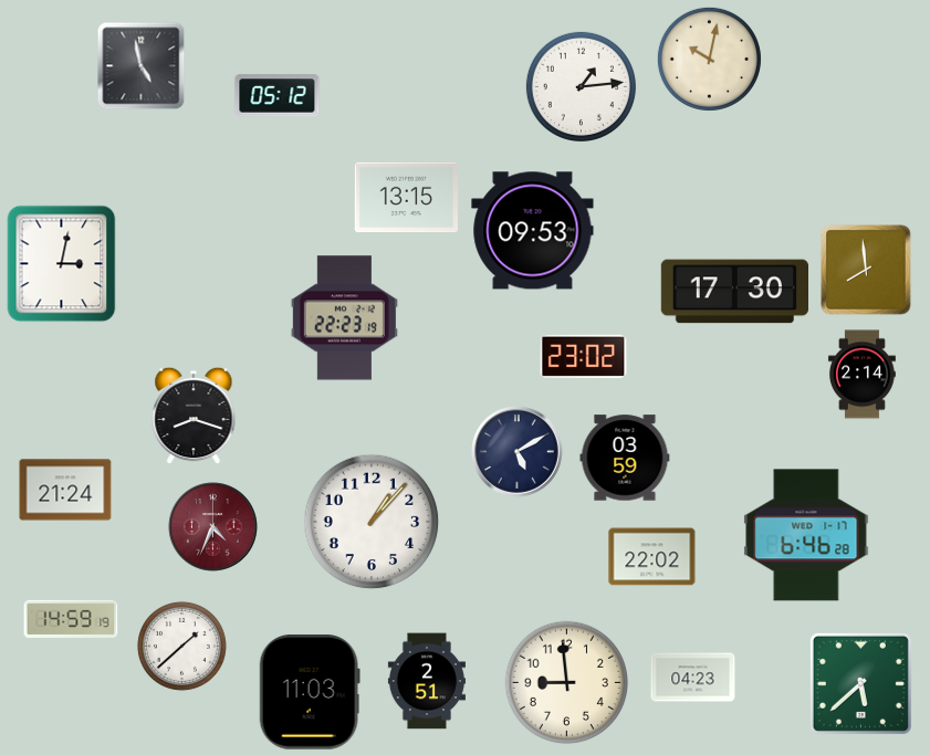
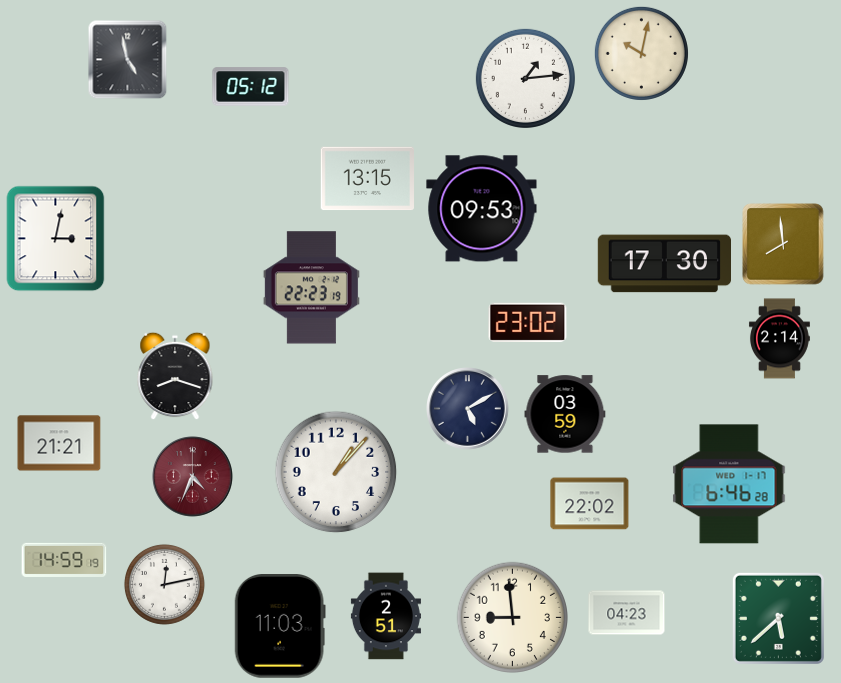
clock at (65, 490): 21:24 -> 21:21
clock at (181, 646): 1:38 -> 12:13
